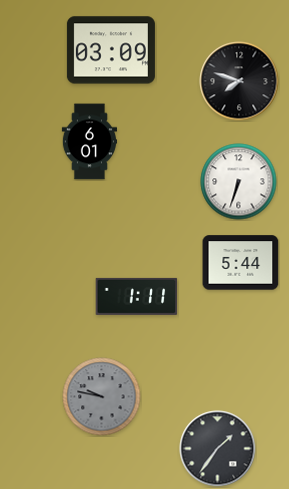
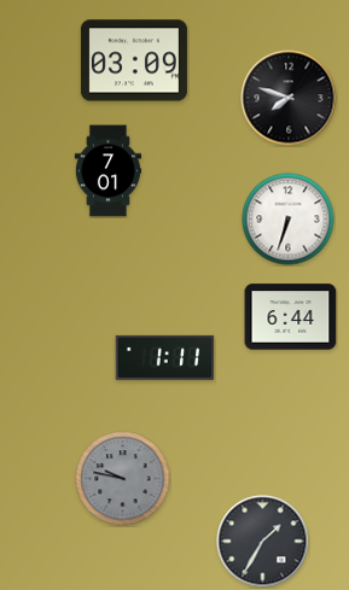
clock at (89, 142): 6:01 -> 7:01
clock at (241, 263): 5:44 -> 6:44
clock at (218, 449): 1:36 -> 1:35
